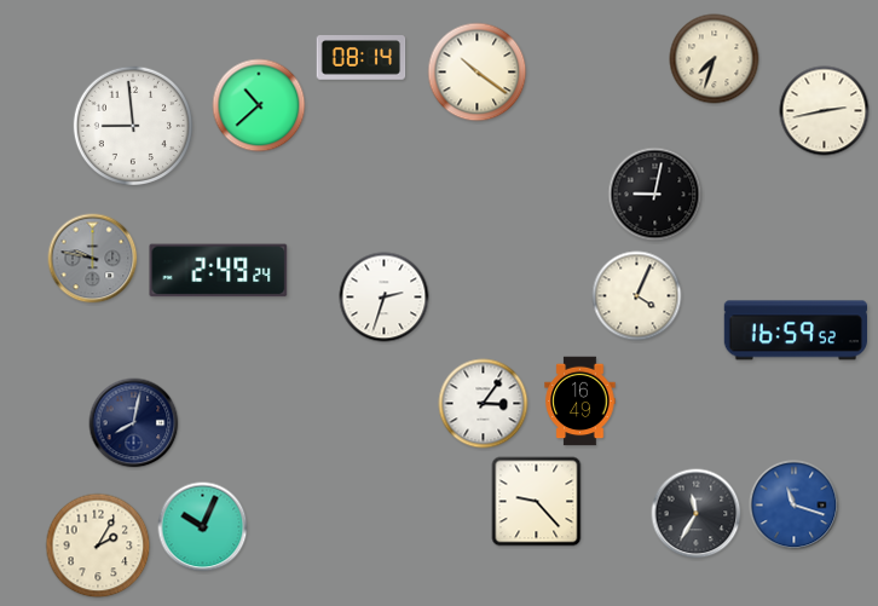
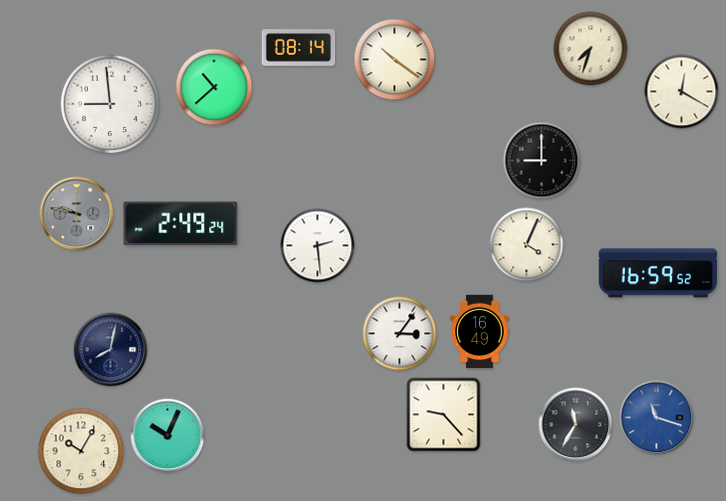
clock at (825, 111): 2:43 -> 12:20
clock at (655, 195): 9:02 -> 9:00
clock at (385, 298): 2:33 -> 2:29
clock at (98, 546): 2:05 -> 10:05
